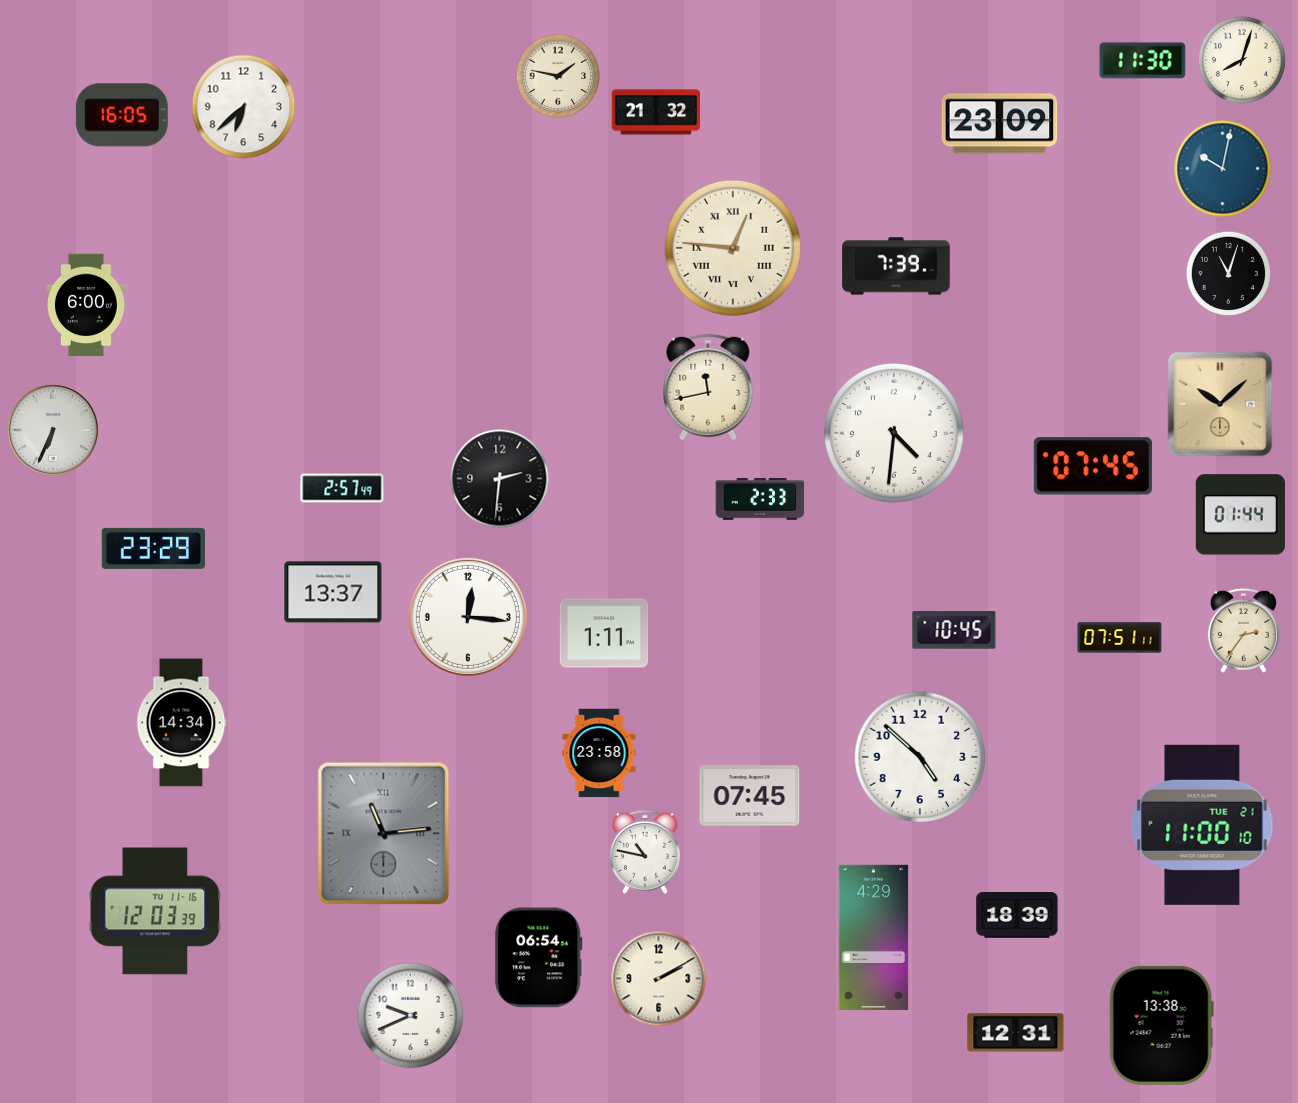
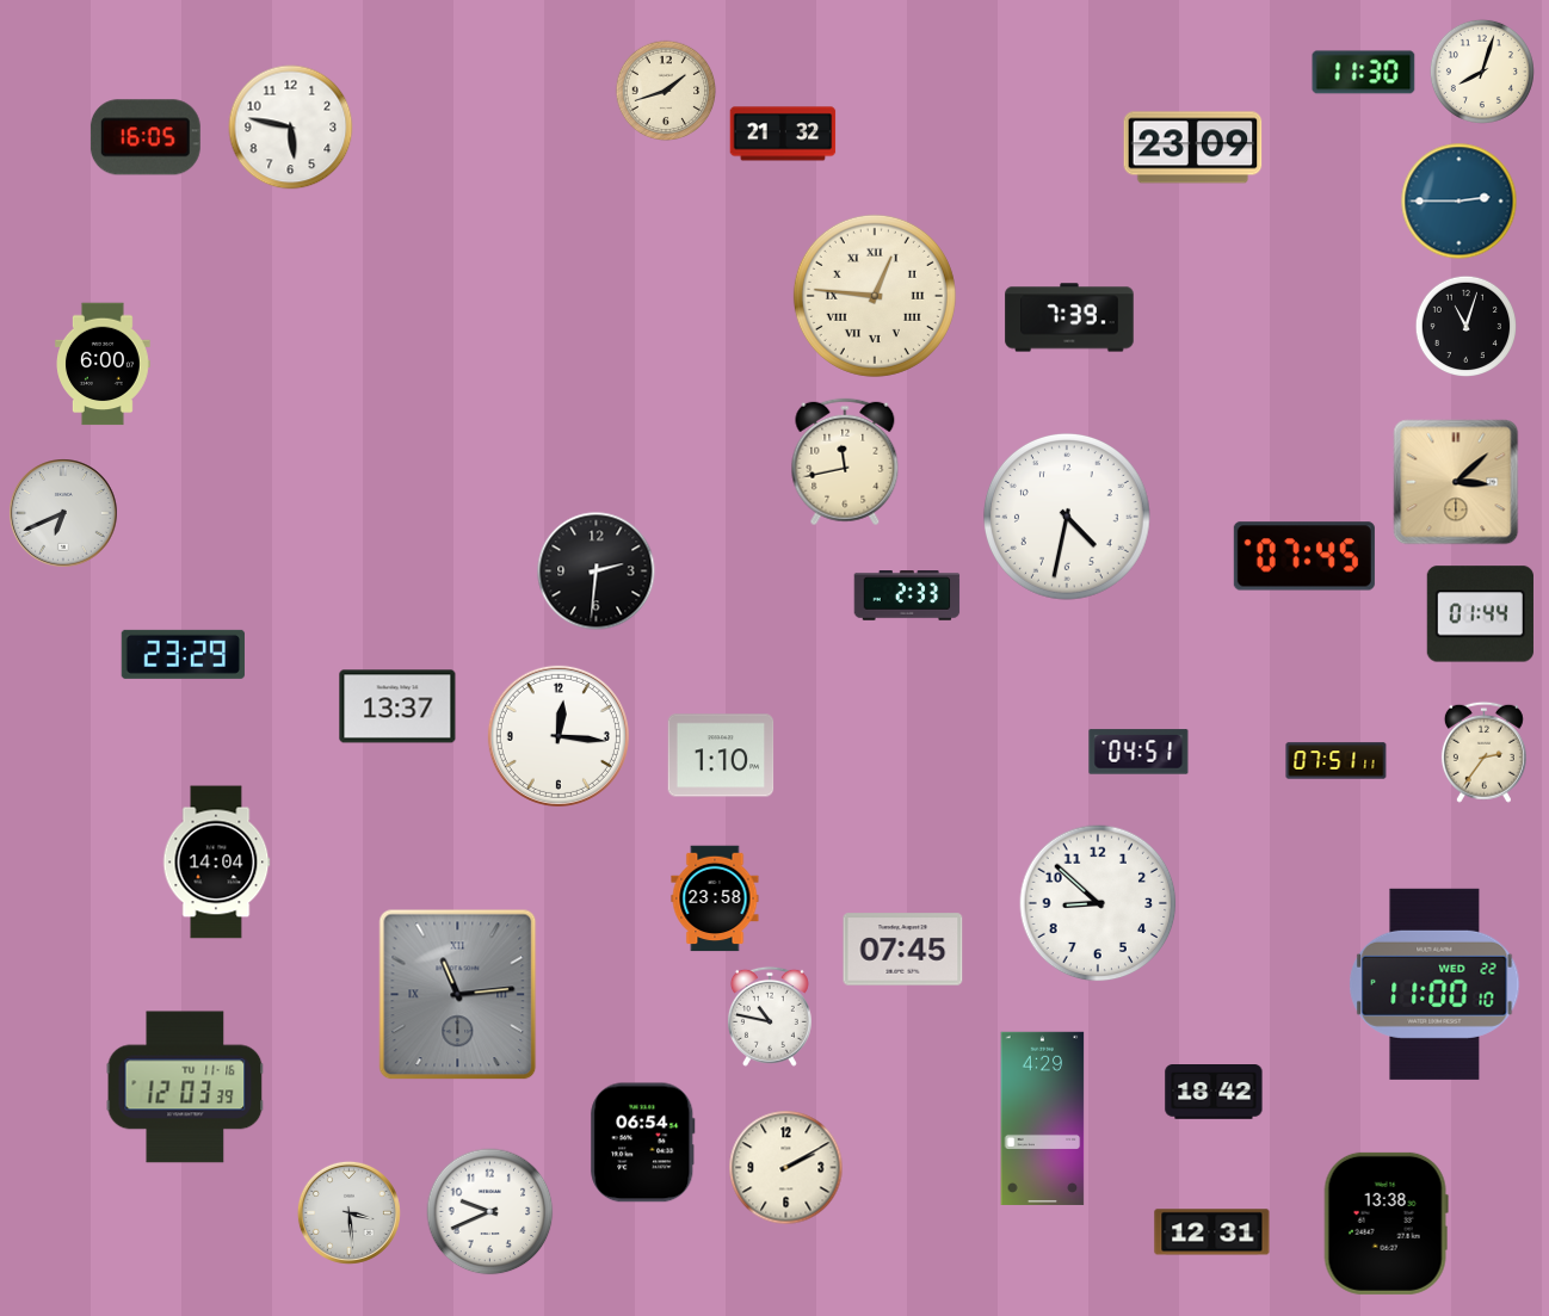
clock at (558, 76): 1:47 -> 1:42
clock at (244, 107): 6:38 -> 5:47
clock at (1223, 169): 10:02 -> 2:45
clock at (1220, 404): 10:08 -> 3:08
clock at (53, 430): 6:34 -> 6:41
clock at (895, 434): 4:31 -> 4:32
clock at (342, 488): 2:57 -> none
clock at (954, 630): 10:45 -> 04:51
clock at (604, 633): 1:11 -> 1:10
clock at (181, 723): 14:34 -> 14:04
clock at (920, 757): 4:52 -> 8:52
clock at (750, 796) position: (750, 796) -> (903, 950)
clock at (1202, 825) date: TUE 21 -> WED 22
clock at (1017, 915): 18:39 -> 18:42
clock at (348, 1212): none -> 3:29
